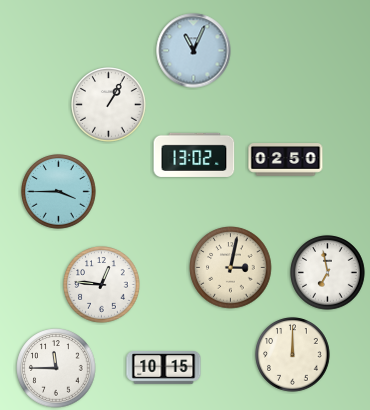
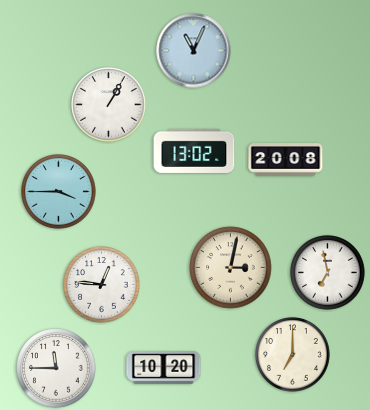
clock at (194, 155) position: (194, 155) -> (194, 151)
clock at (286, 160): 02:50 -> 20:08
clock at (293, 355): 12:00 -> 7:00
clock at (164, 368): 10:15 -> 10:20
